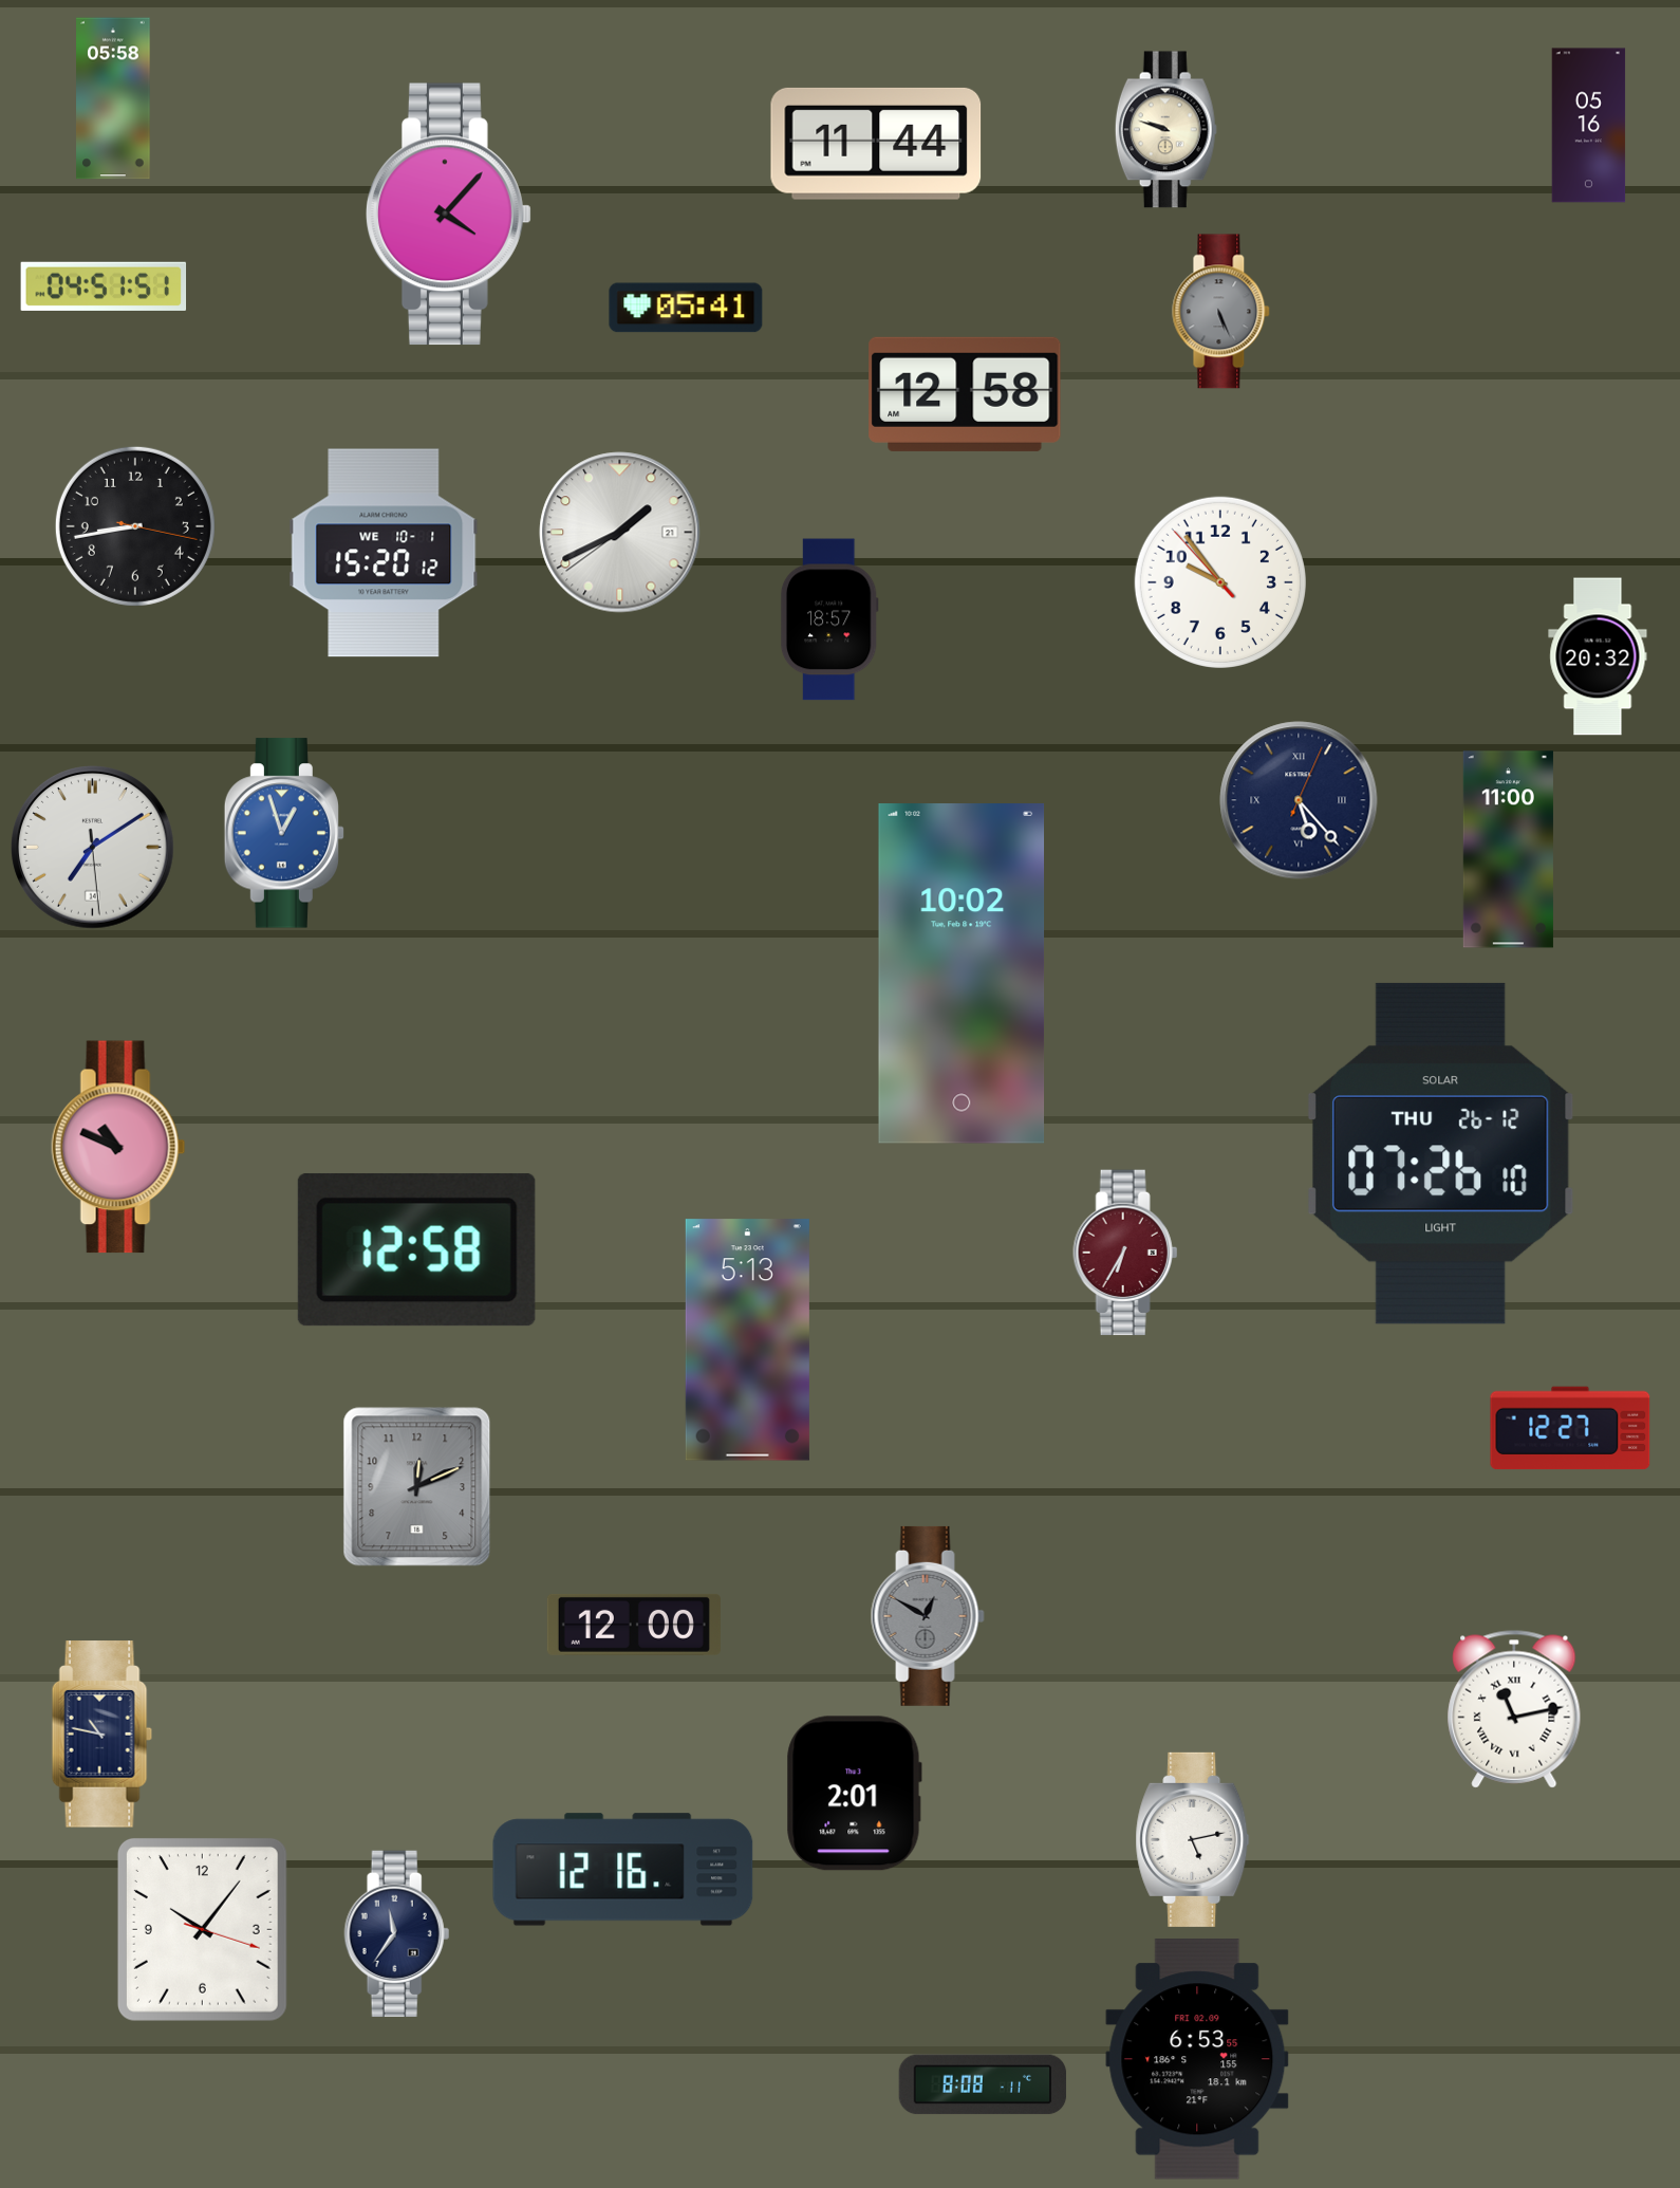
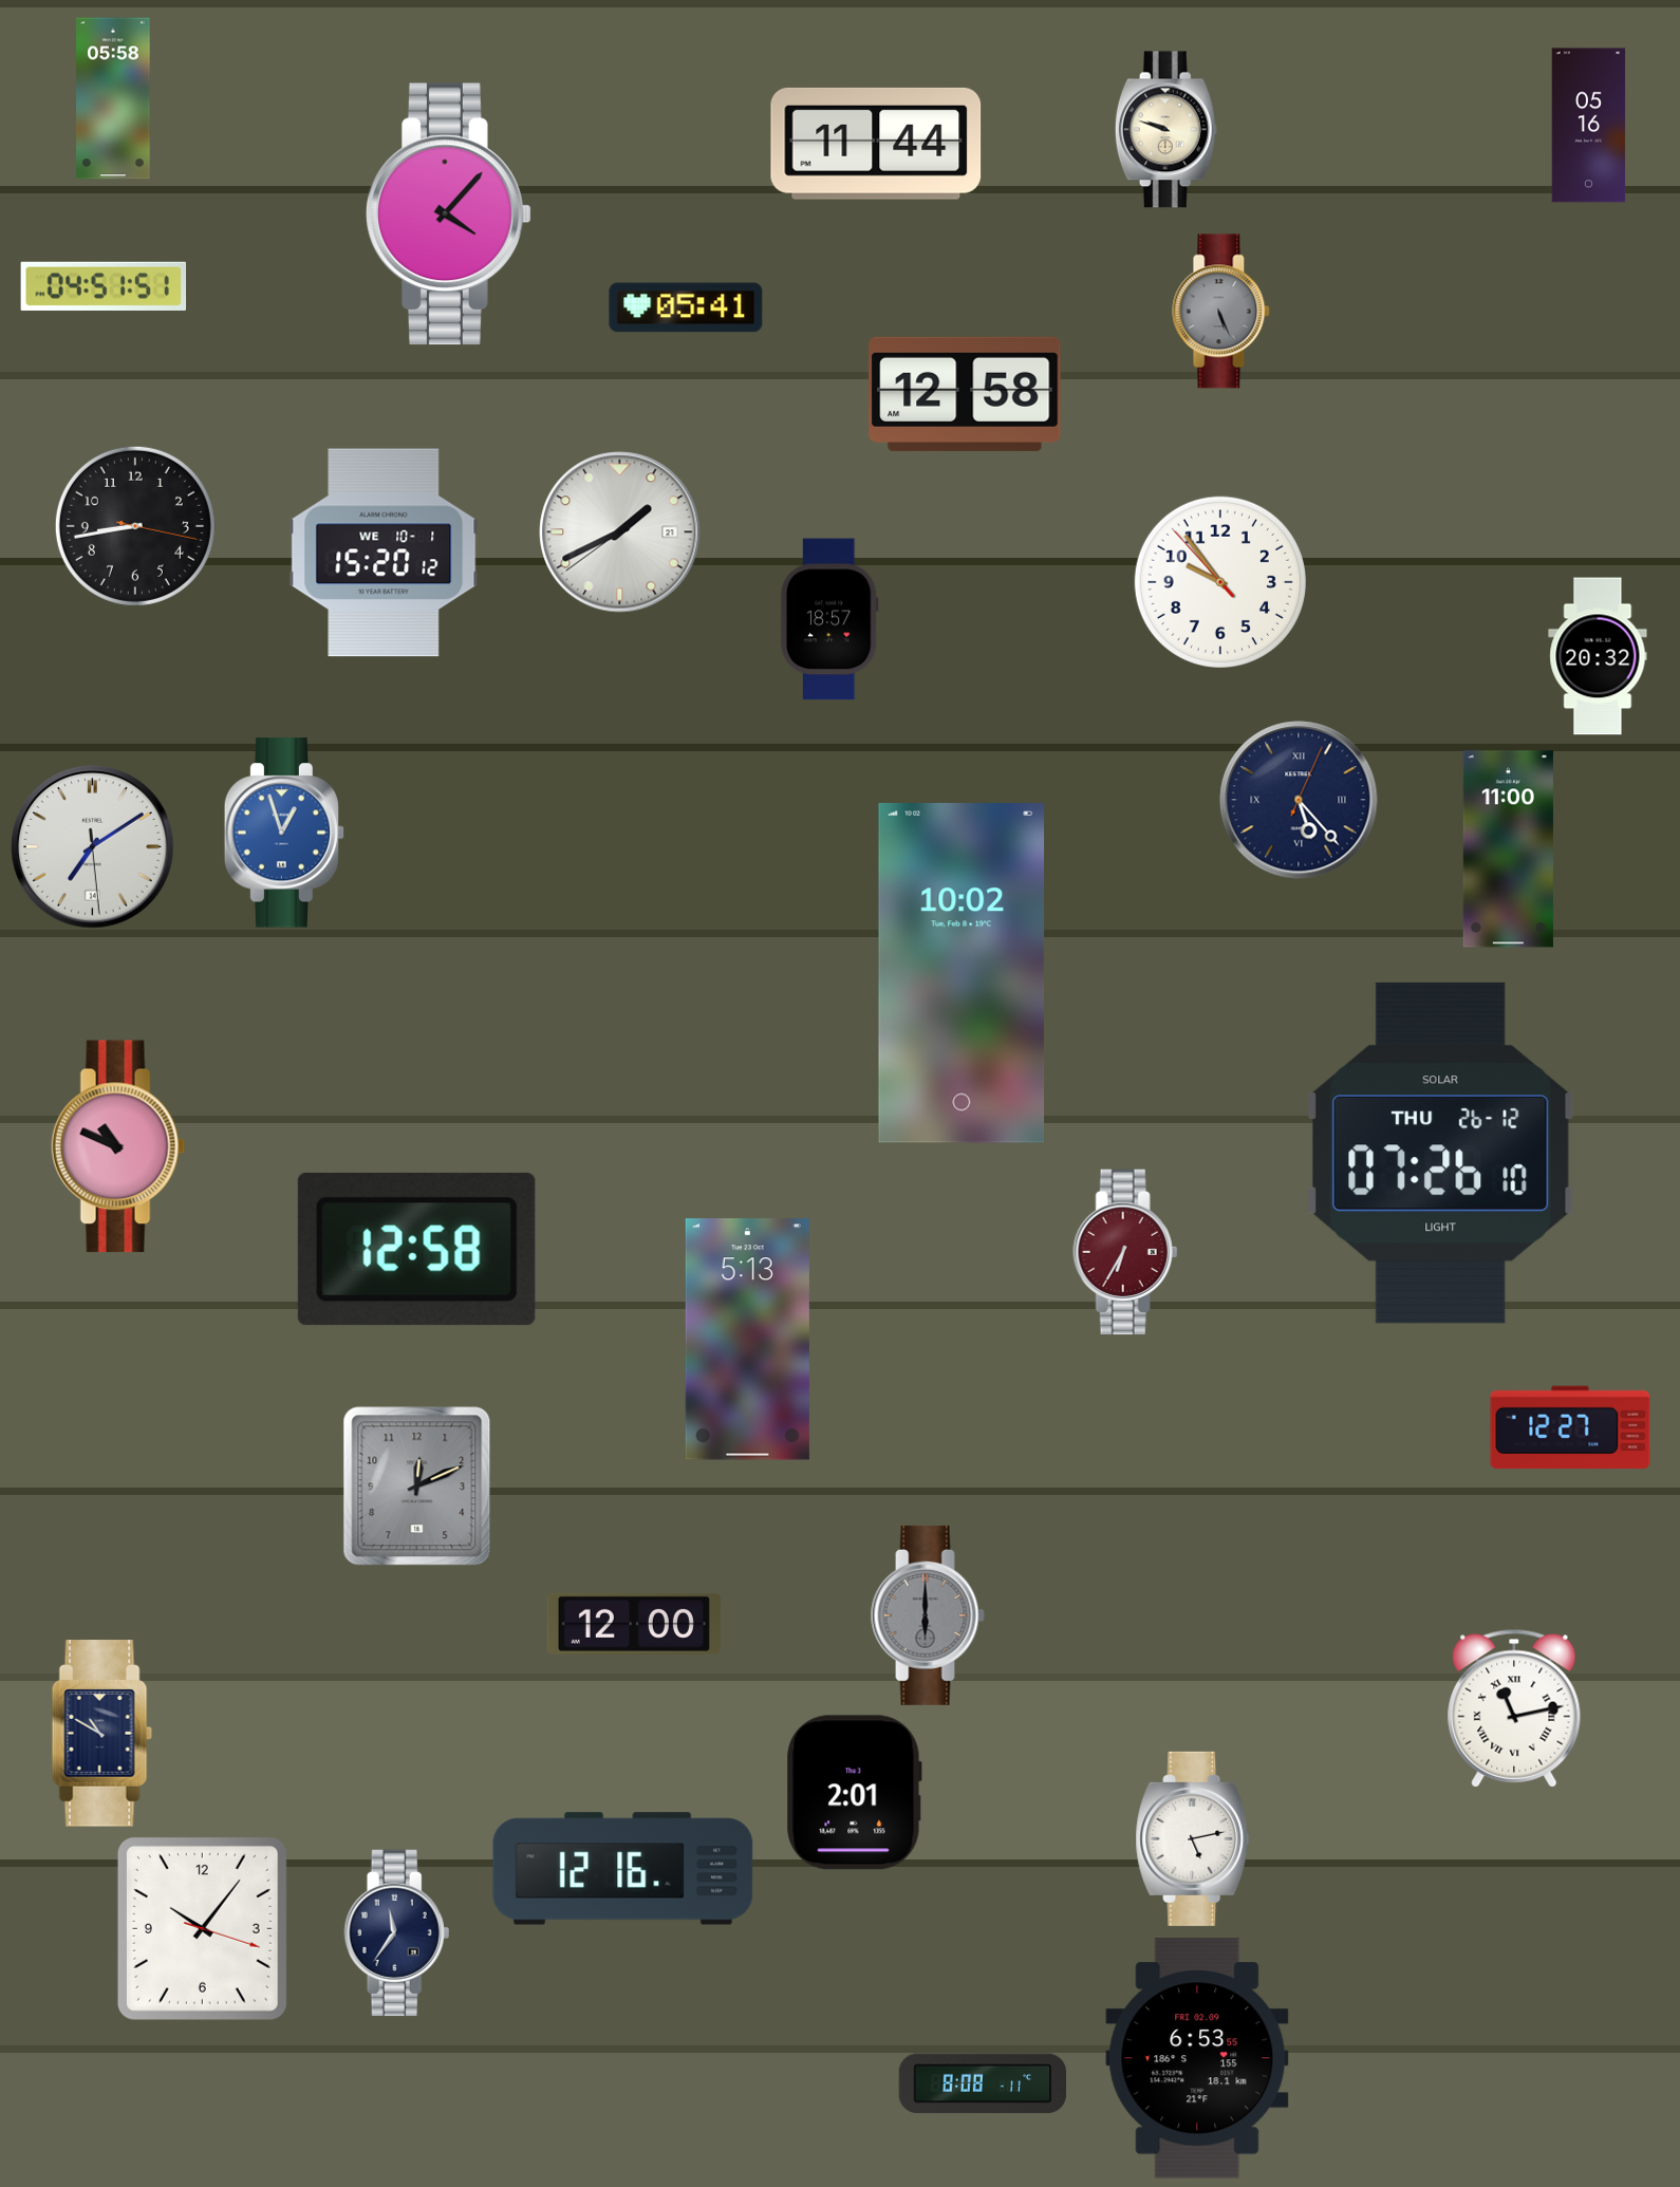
clock at (928, 1616): 12:50 -> 6:00
clock at (101, 1735): 10:47 -> 10:50
